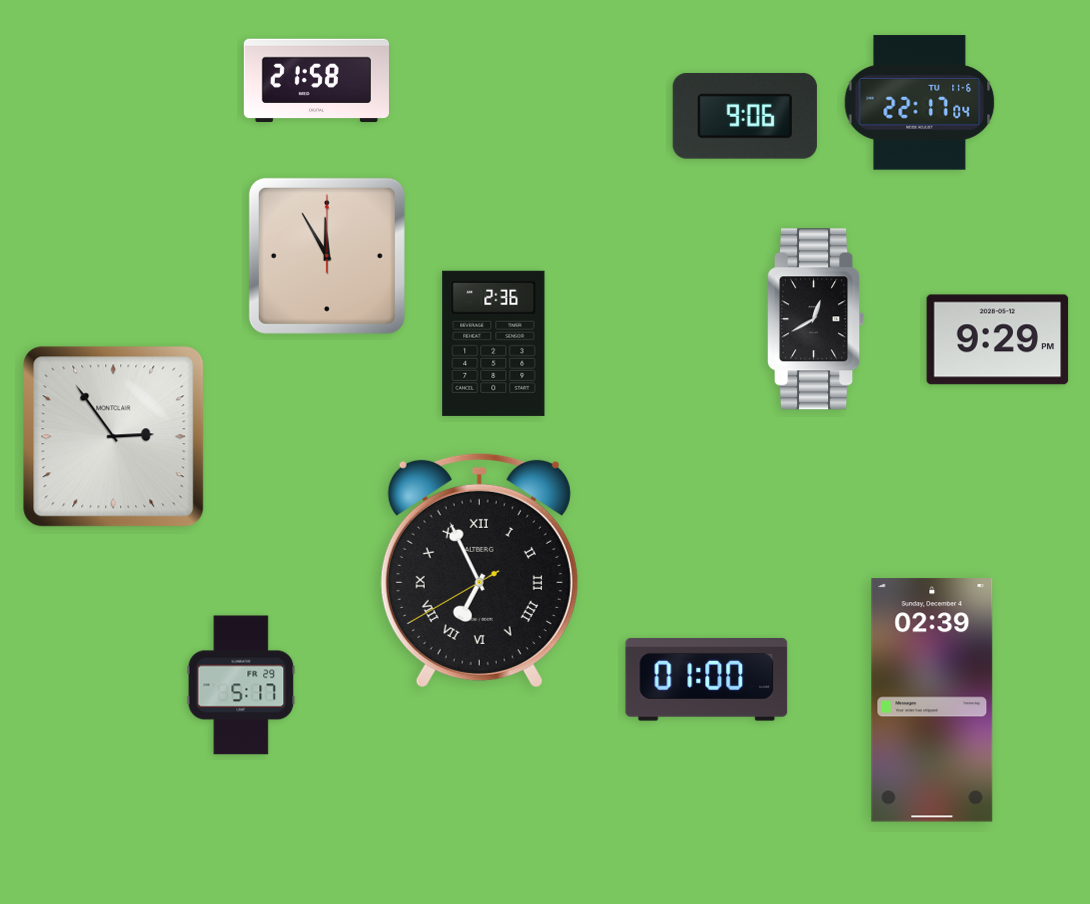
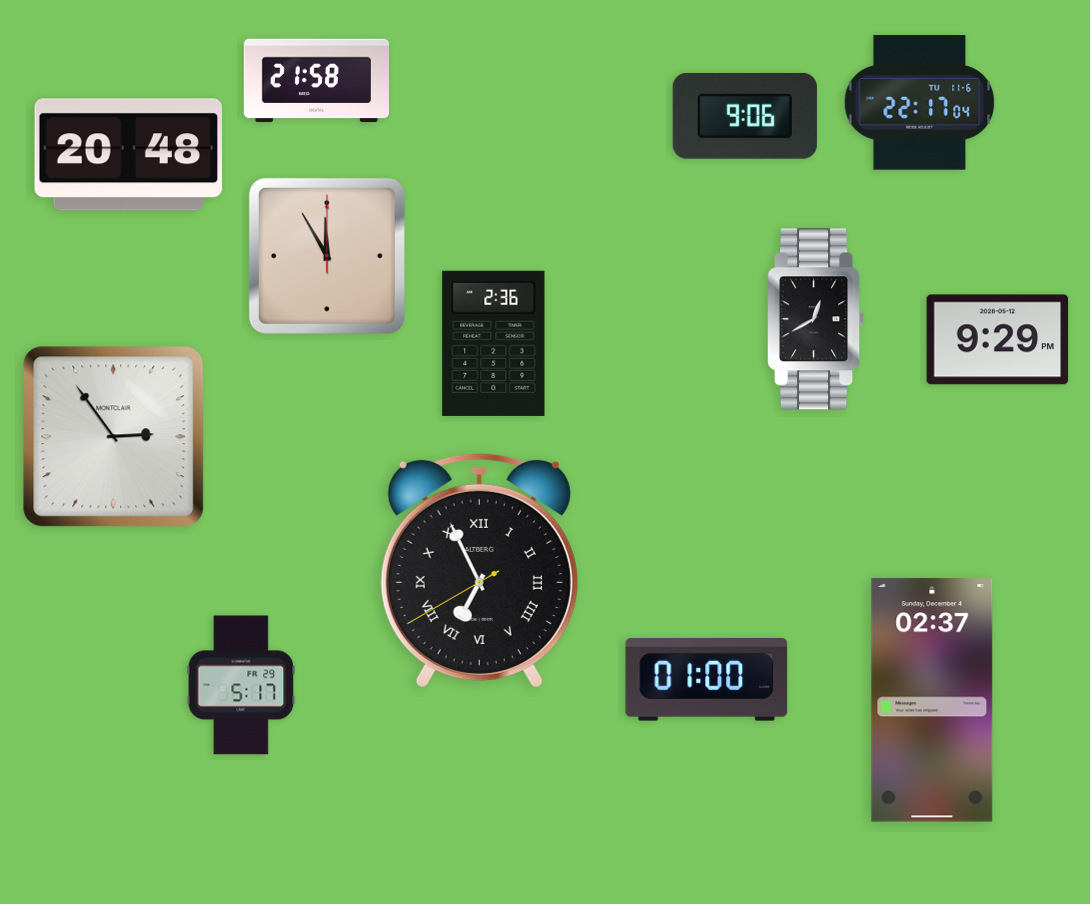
clock at (128, 155): none -> 20:48
clock at (932, 700): 02:39 -> 02:37
